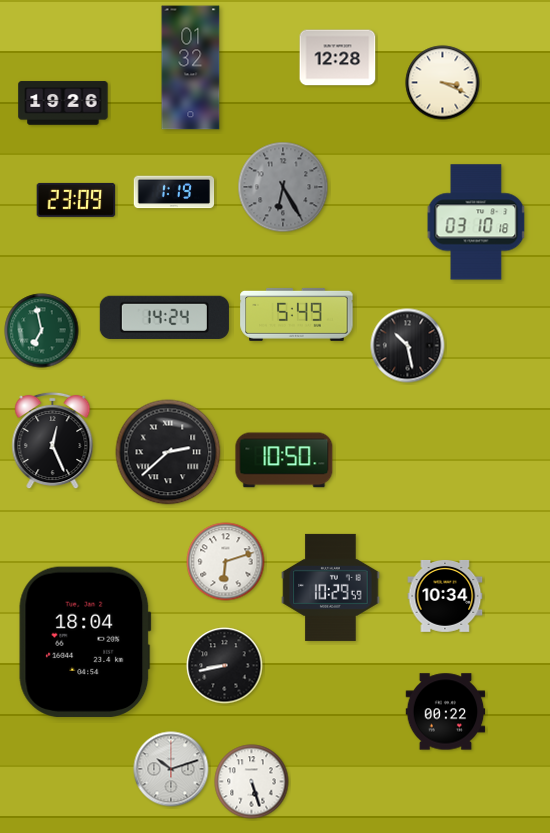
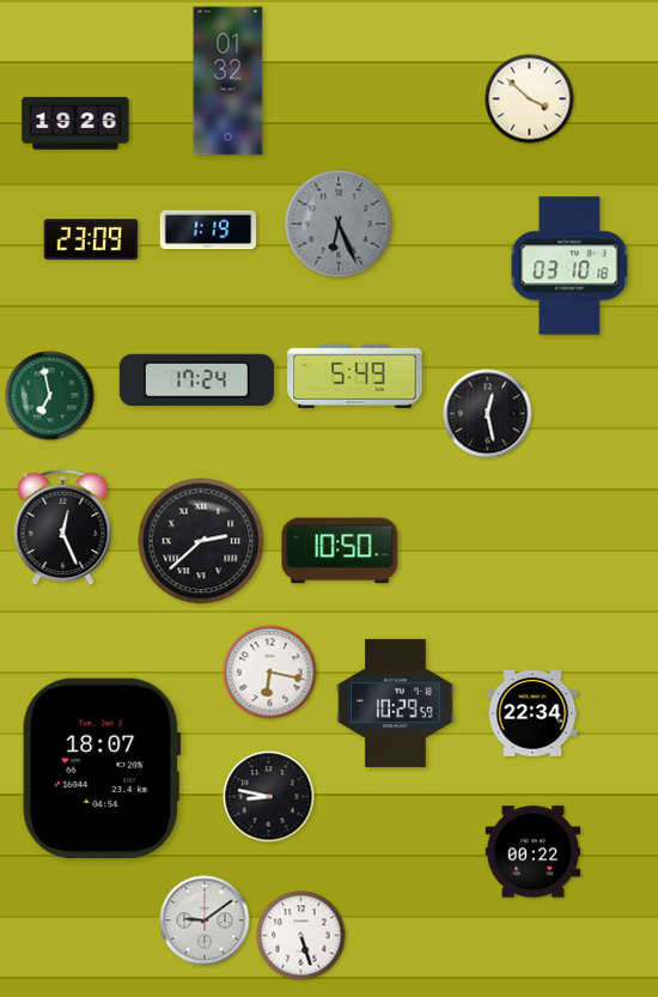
clock at (338, 58): 12:28 -> none
clock at (443, 83): 3:19 -> 3:52
clock at (283, 187): 6:25 -> 6:26
clock at (164, 317): 14:24 -> 17:24
clock at (408, 346): 10:28 -> 12:28
clock at (226, 562): 6:12 -> 6:17
clock at (445, 596): 10:34 -> 22:34
clock at (85, 642): 18:04 -> 18:07
clock at (225, 666): 8:43 -> 8:47
clock at (171, 769): 10:12 -> 9:09
